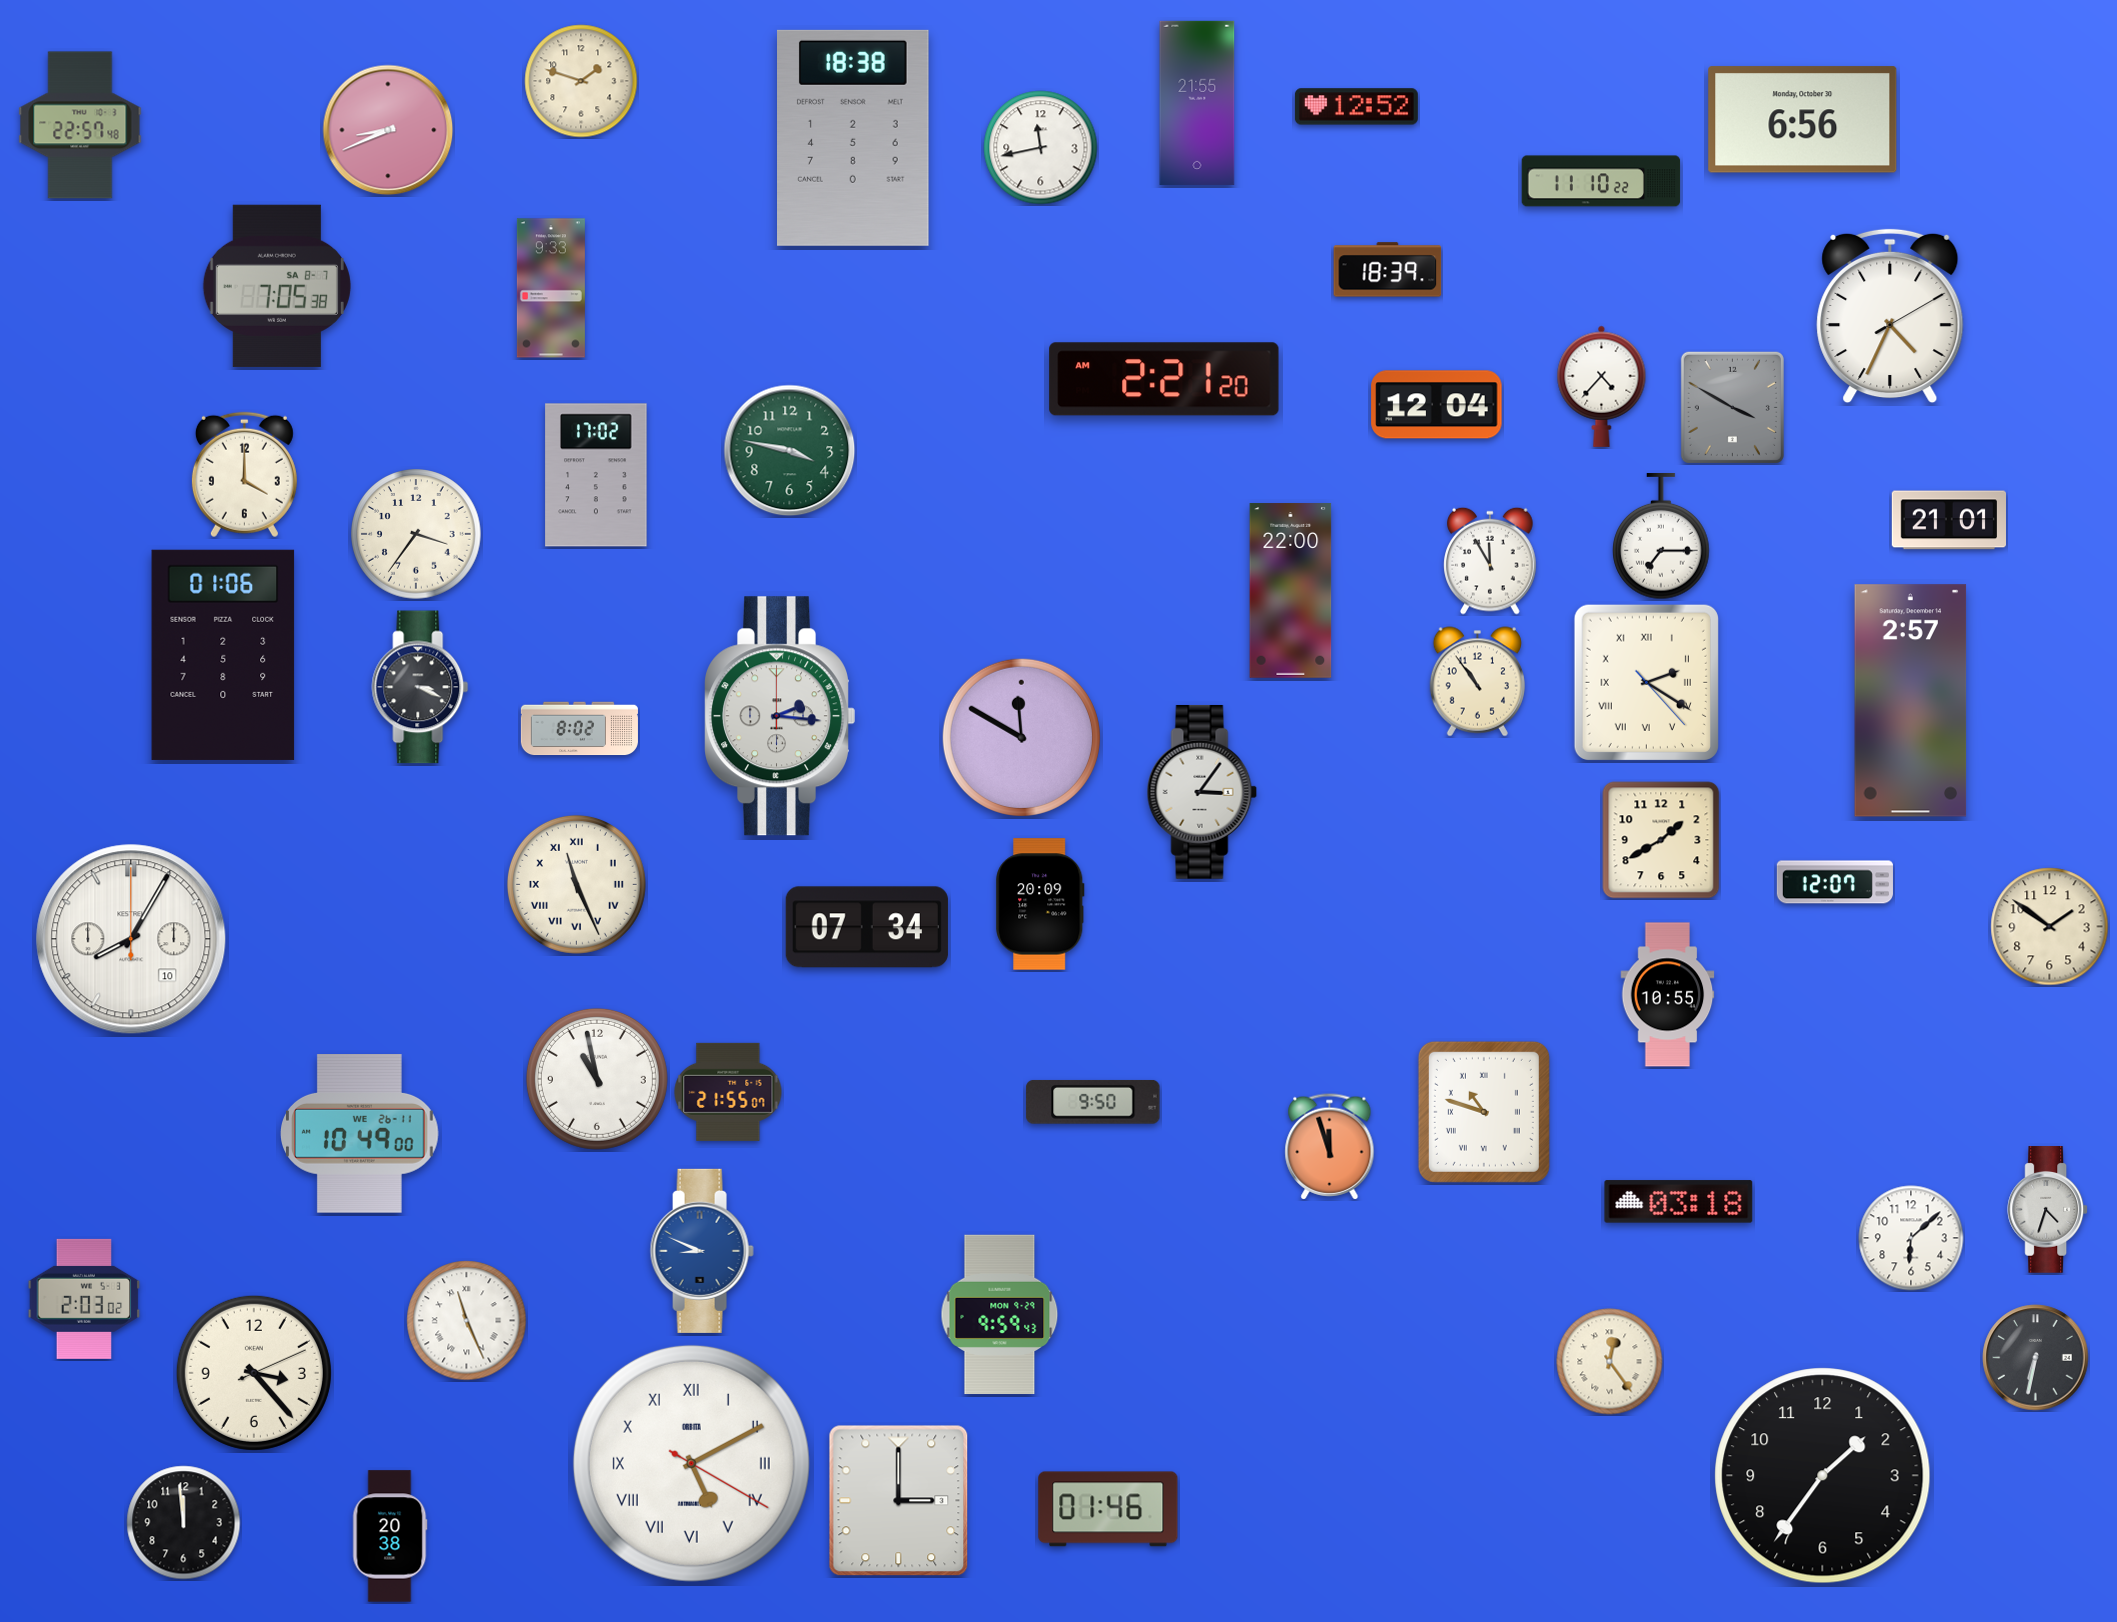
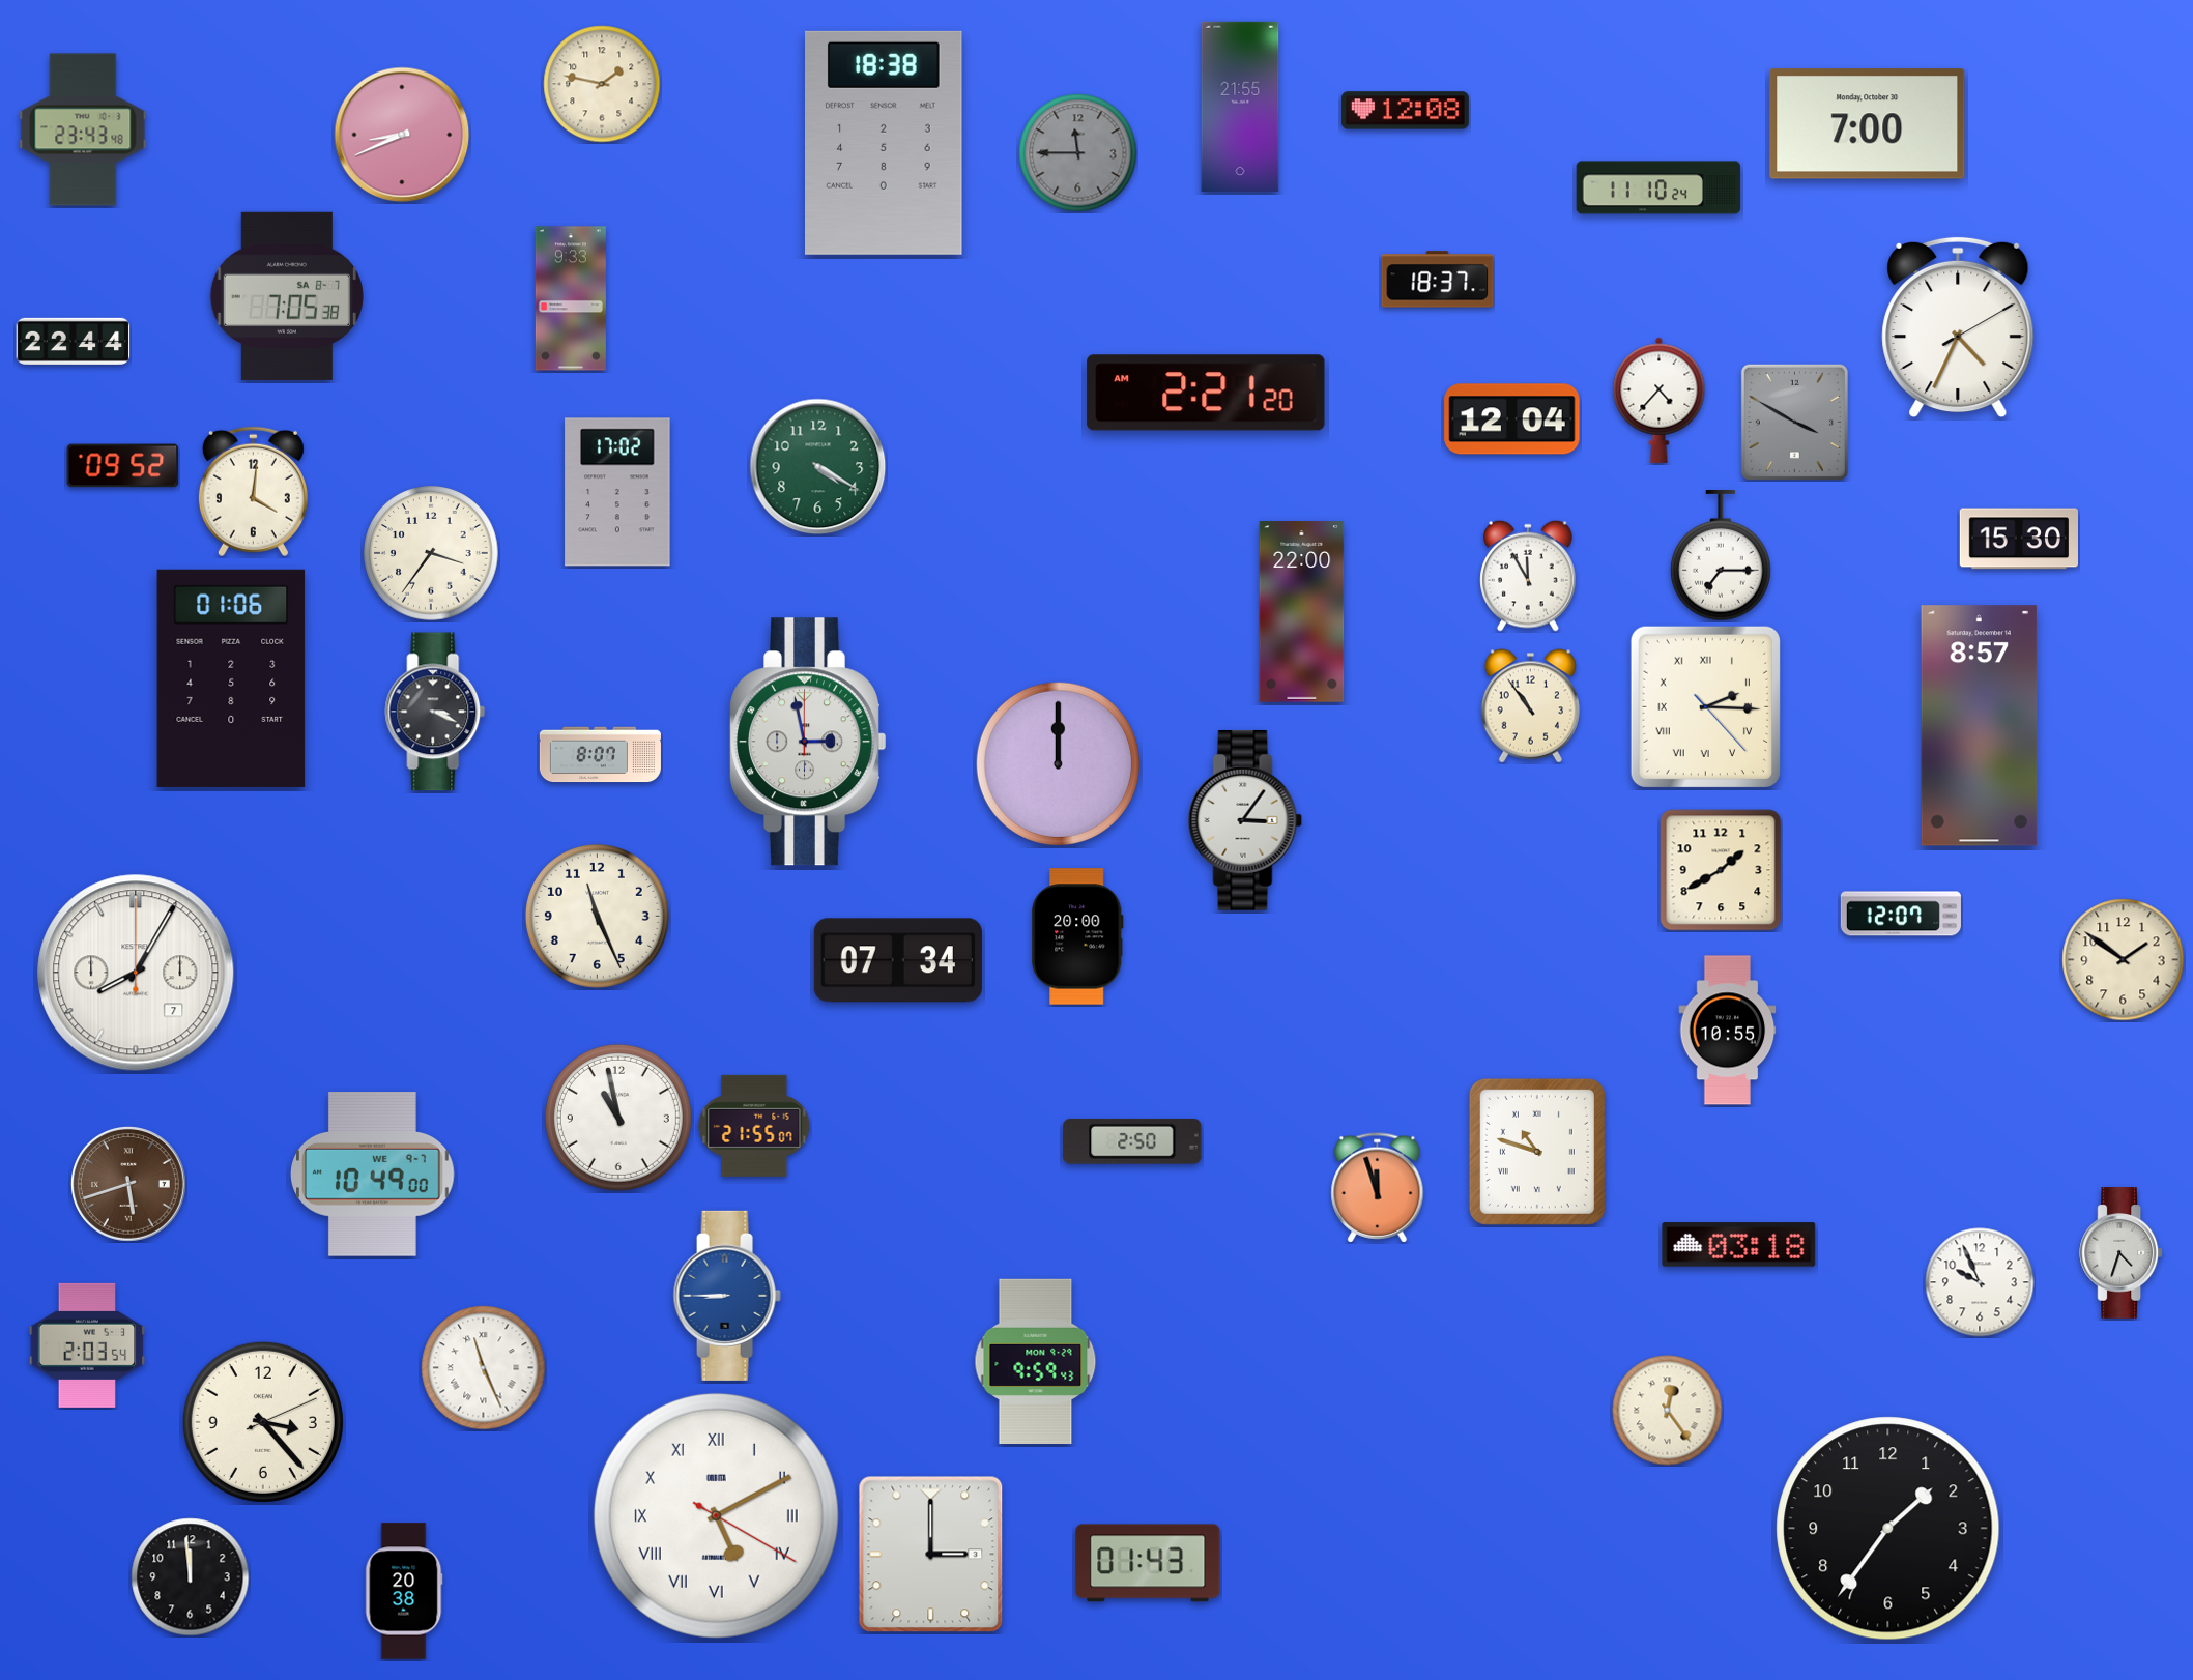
clock at (581, 81): 1:48 -> 1:47
clock at (1356, 107): 12:52 -> 12:08
clock at (1803, 120): 6:56 -> 7:00
clock at (80, 125): 22:57 -> 23:43
clock at (1041, 148): 11:43 -> 11:45
clock at (1041, 148) dial: white -> grey
clock at (1601, 181): 11:10:22 -> 11:10:24
clock at (1388, 270): 18:39 -> 18:37
clock at (74, 341): none -> 22:44
clock at (1437, 405) position: (1437, 405) -> (1512, 419)
clock at (123, 466): none -> 09:52
clock at (790, 451): 3:47 -> 4:20
clock at (244, 475): 4:00 -> 4:01
clock at (1948, 520): 21:01 -> 15:30
clock at (1490, 561) position: (1490, 561) -> (1528, 576)
clock at (1291, 591) position: (1291, 591) -> (1302, 612)
clock at (1646, 682): 2:20 -> 2:15
clock at (1911, 701): 2:57 -> 8:57
clock at (780, 716): 2:16 -> 2:58
clock at (579, 729): 8:02 -> 8:07
clock at (1021, 737): 11:50 -> 12:00
clock at (576, 884) numerals: Roman -> Arabic
clock at (1040, 904): 20:09 -> 20:00
clock at (131, 939) date: 10 -> 7
clock at (728, 1092) position: (728, 1092) -> (754, 1126)
clock at (1093, 1102): 9:50 -> 2:50
clock at (360, 1134) date: WE 26-11 -> WE 9-7
clock at (129, 1185): none -> 5:42
clock at (1911, 1238): 6:08 -> 9:56
clock at (702, 1251): 8:49 -> 8:45
clock at (84, 1299): 2:03:02 -> 2:03:54
clock at (2036, 1358): 6:32 -> none
clock at (1108, 1509): 01:46 -> 01:43
